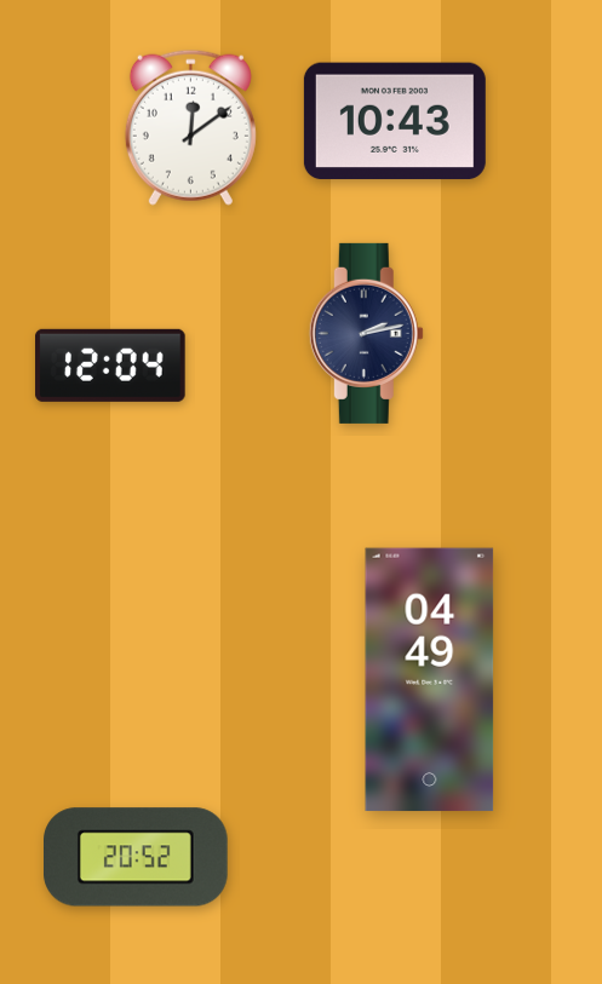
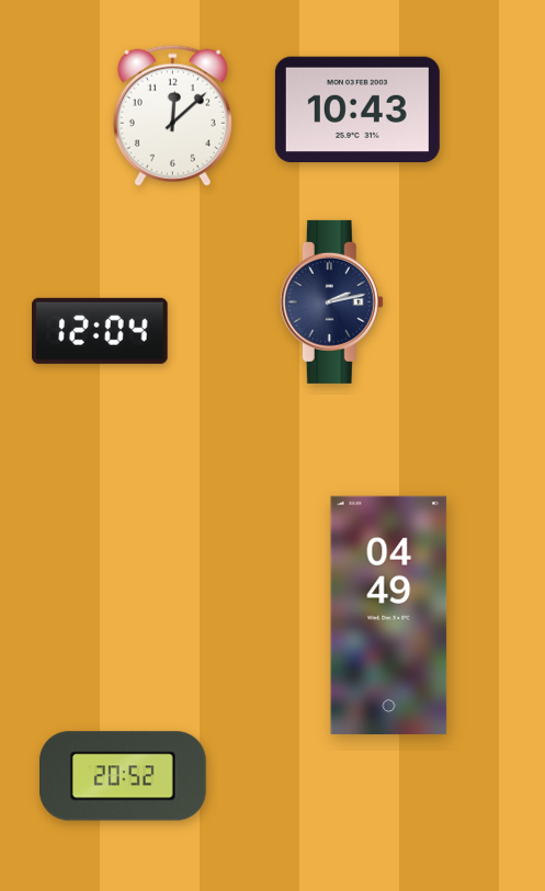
clock at (190, 127): 12:09 -> 12:08
